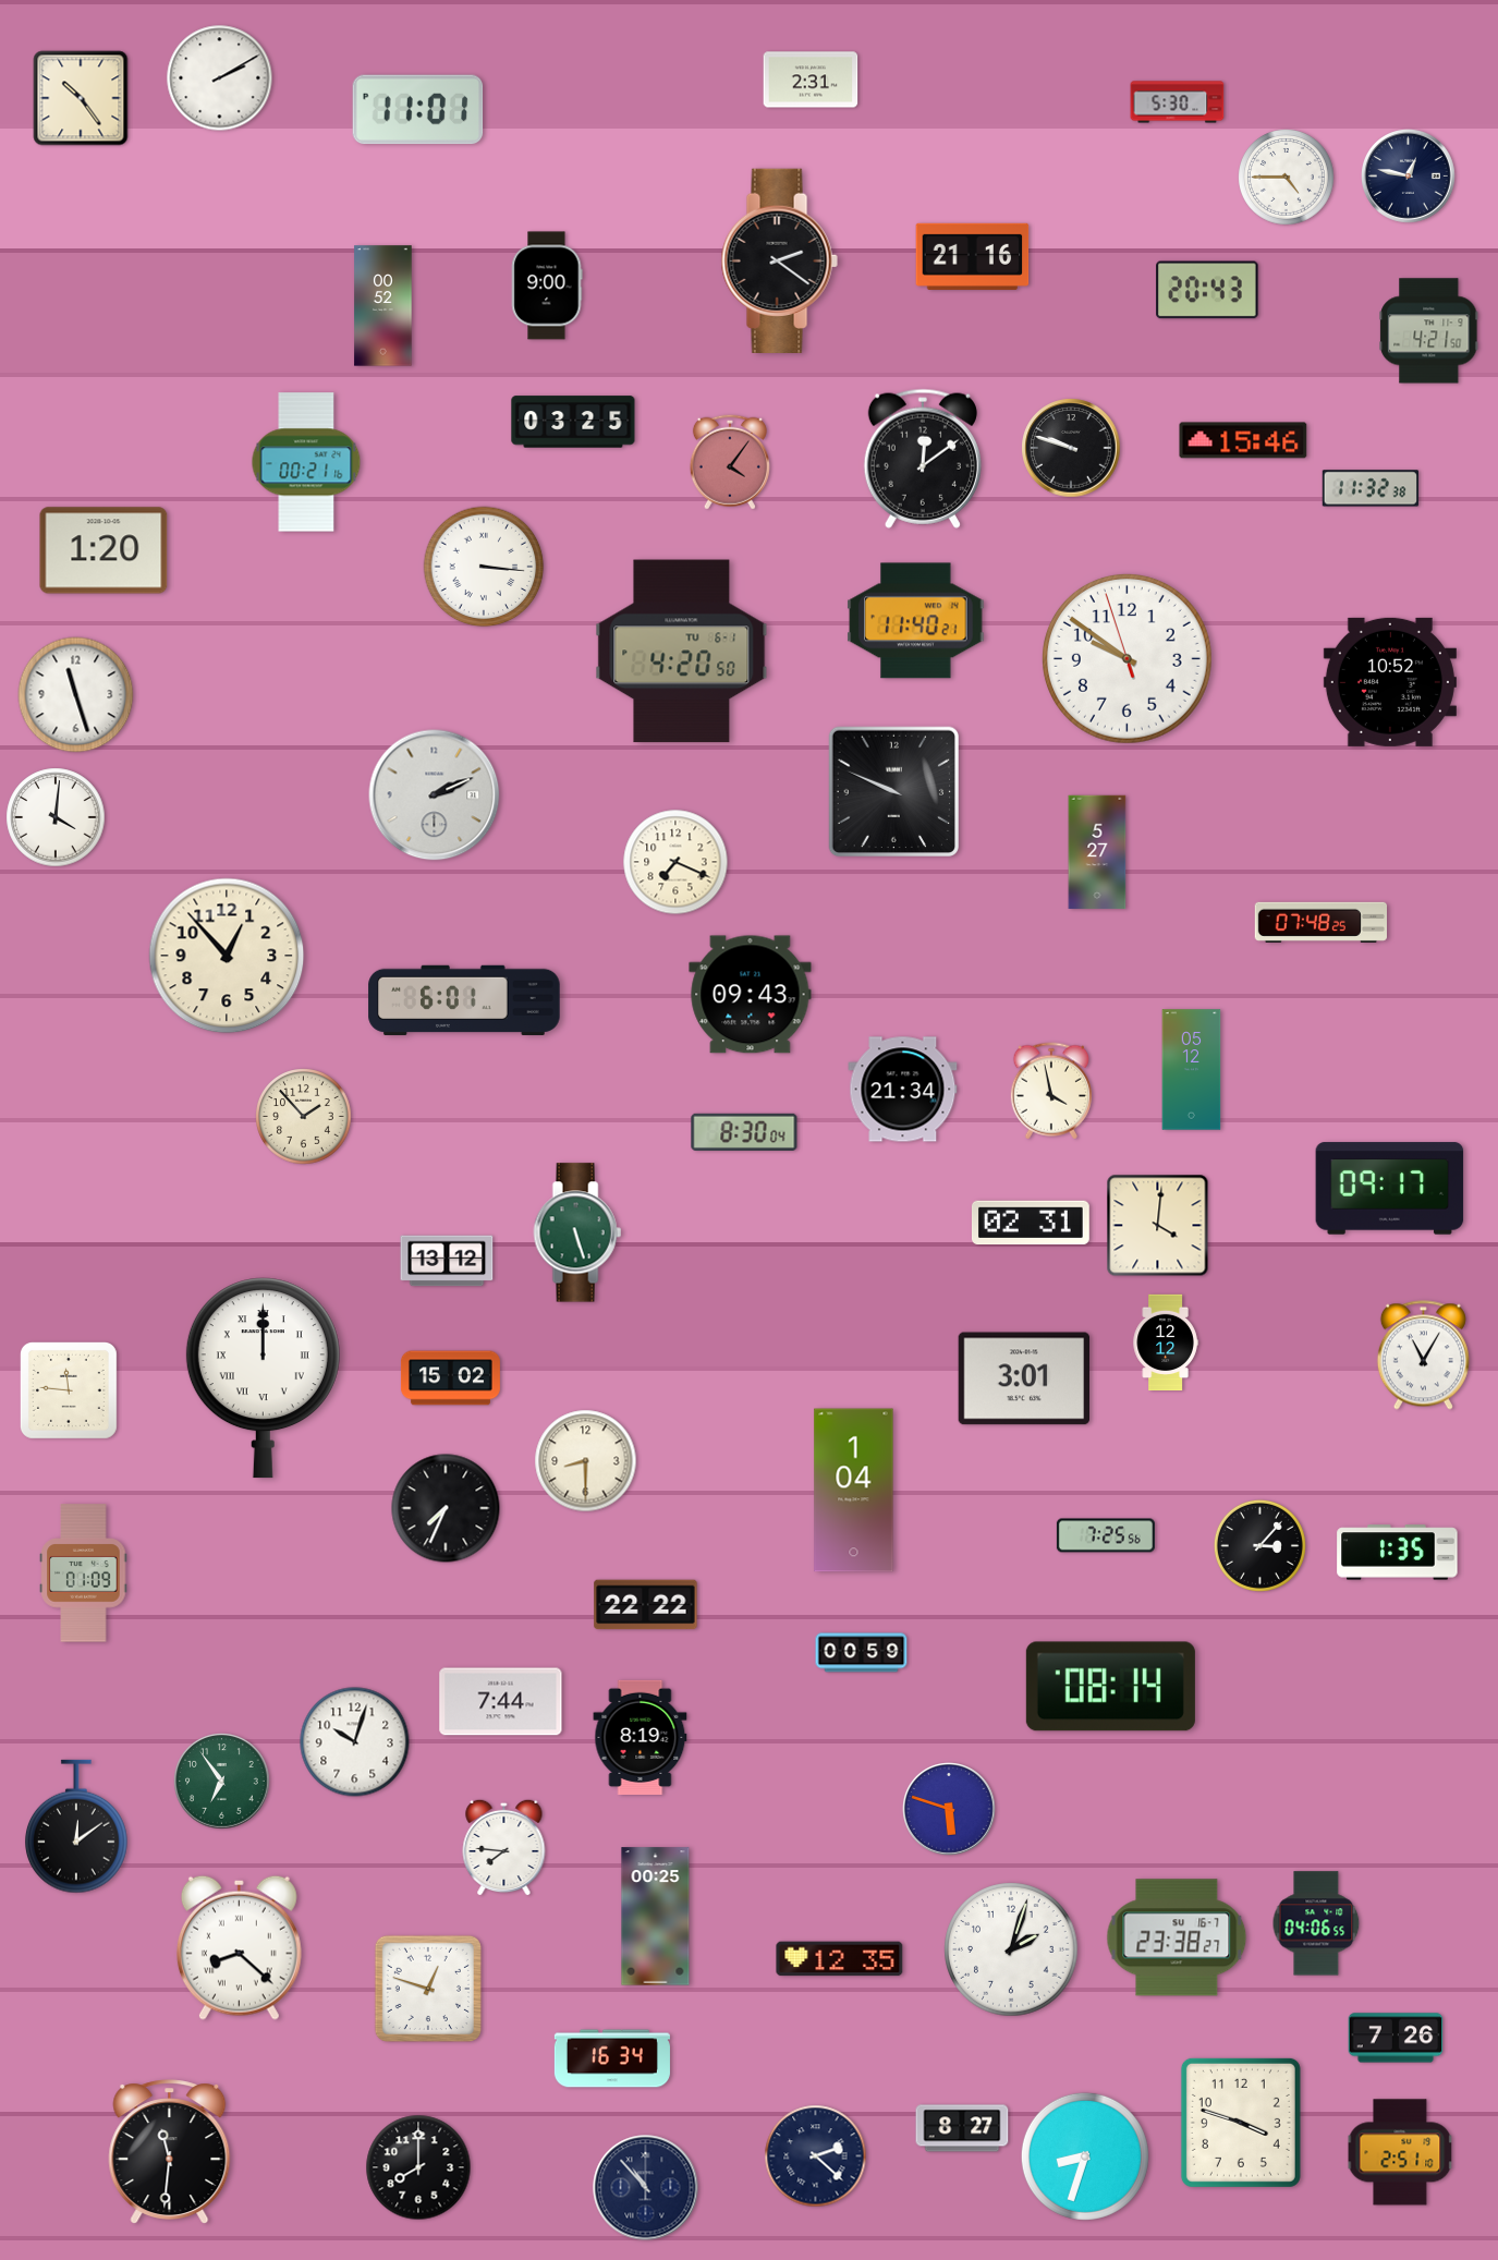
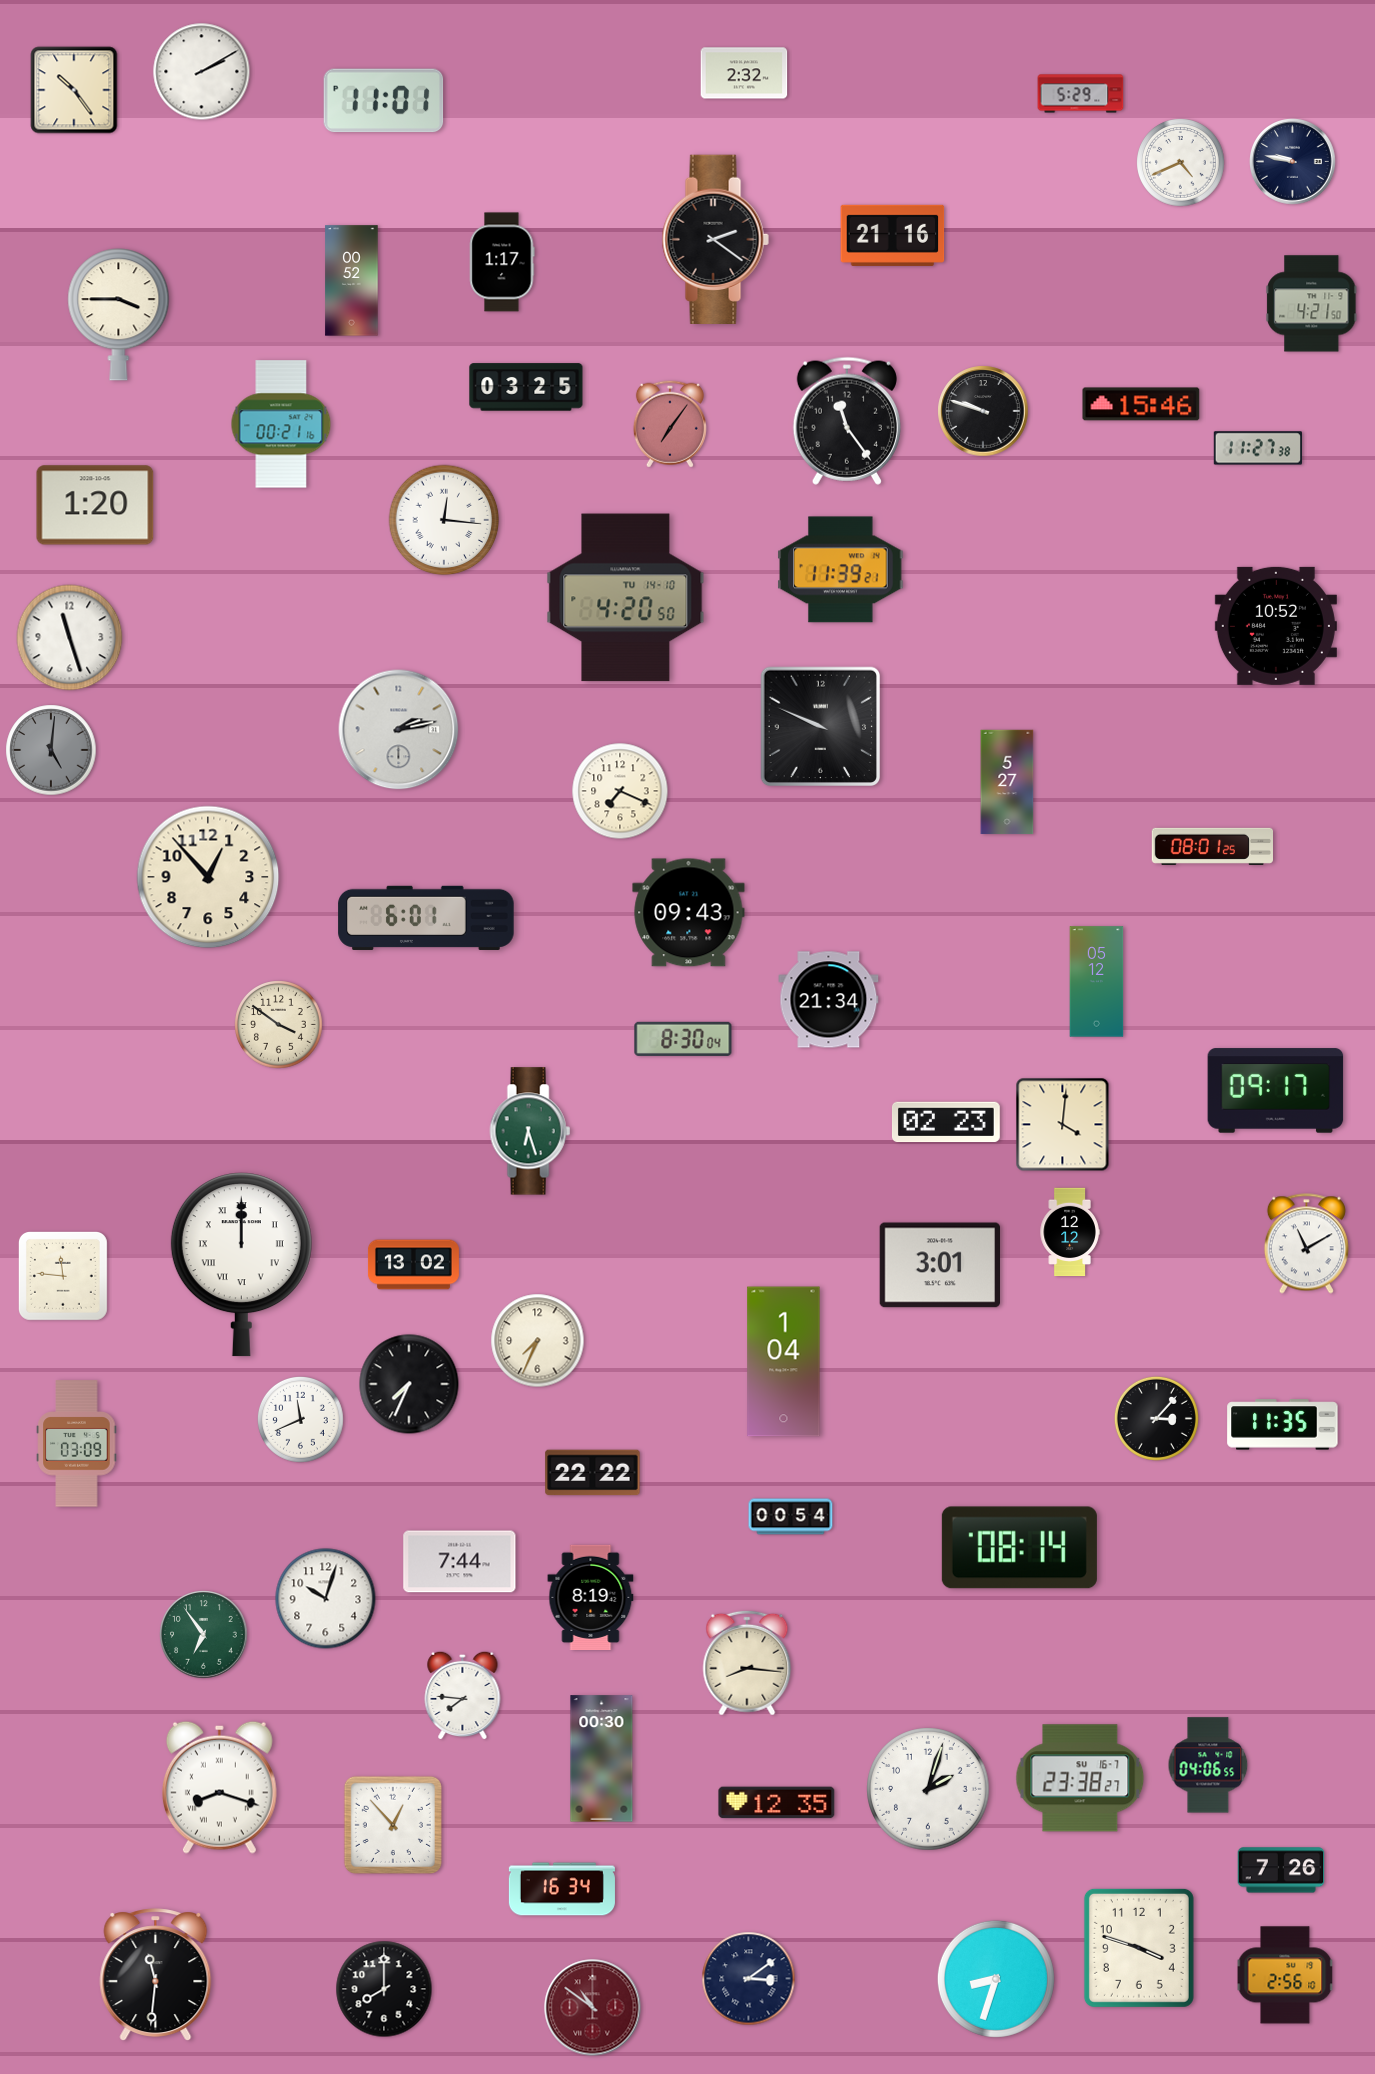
clock at (811, 80): 2:31 -> 2:32
clock at (1178, 102): 5:30 -> 5:29
clock at (1409, 177): 12:47 -> 9:47
clock at (1287, 178): 4:45 -> 4:41
clock at (547, 285): 9:00 -> 1:17
clock at (1207, 290): 20:43 -> none
clock at (119, 315): none -> 3:45
clock at (923, 459): 12:09 -> 11:24
clock at (730, 462): 4:06 -> 7:06
clock at (1369, 488): 11:32 -> 11:27
clock at (484, 567): 3:16 -> 12:16
clock at (916, 621): 11:40 -> 11:39
clock at (682, 652) date: TU 6-1 -> TU 14-10
clock at (1126, 658): 9:50 -> none
clock at (435, 795): 2:11 -> 2:13
clock at (56, 817): 4:01 -> 5:01
clock at (56, 817) dial: white -> grey
clock at (1320, 922): 07:48 -> 08:01
clock at (1192, 1070) position: (1192, 1070) -> (1097, 982)
clock at (1050, 1091): 3:58 -> none
clock at (304, 1117): 1:53 -> 3:51
clock at (1031, 1223): 02:31 -> 02:23
clock at (577, 1232): 5:27 -> 6:27
clock at (447, 1261): 13:12 -> none
clock at (1423, 1356): 11:05 -> 11:10
clock at (450, 1378): 15:02 -> 13:02
clock at (586, 1461): 8:30 -> 7:34
clock at (854, 1491) position: (854, 1491) -> (784, 1362)
clock at (1106, 1535): 7:25 -> none
clock at (300, 1419): none -> 11:41
clock at (1398, 1553): 1:35 -> 11:35
clock at (84, 1574): 01:09 -> 03:09
clock at (862, 1653): 00:59 -> 00:54
clock at (641, 1737) position: (641, 1737) -> (591, 1597)
clock at (950, 1810): 5:48 -> none
clock at (747, 1663): none -> 8:16
clock at (77, 1826): 12:09 -> none
clock at (656, 1917): 00:25 -> 00:30
clock at (239, 1947): 8:22 -> 8:18
clock at (840, 1959) position: (840, 1959) -> (777, 1803)
clock at (428, 1989): 12:48 -> 12:53
clock at (962, 2128): 8:27 -> none
clock at (1400, 2152): 2:51 -> 2:56
clock at (816, 2156): 2:22 -> 3:09
clock at (646, 2188): 10:53 -> 10:51
clock at (646, 2188) dial: navy -> burgundy
